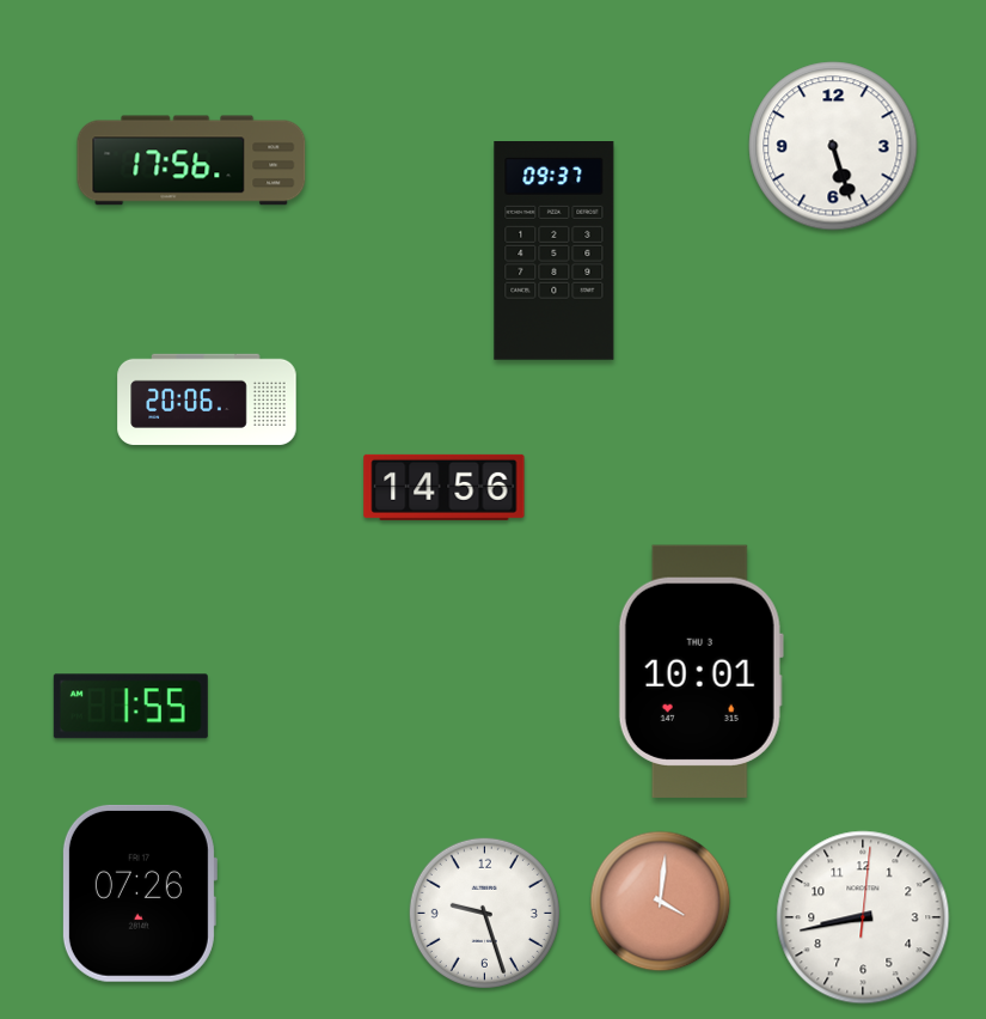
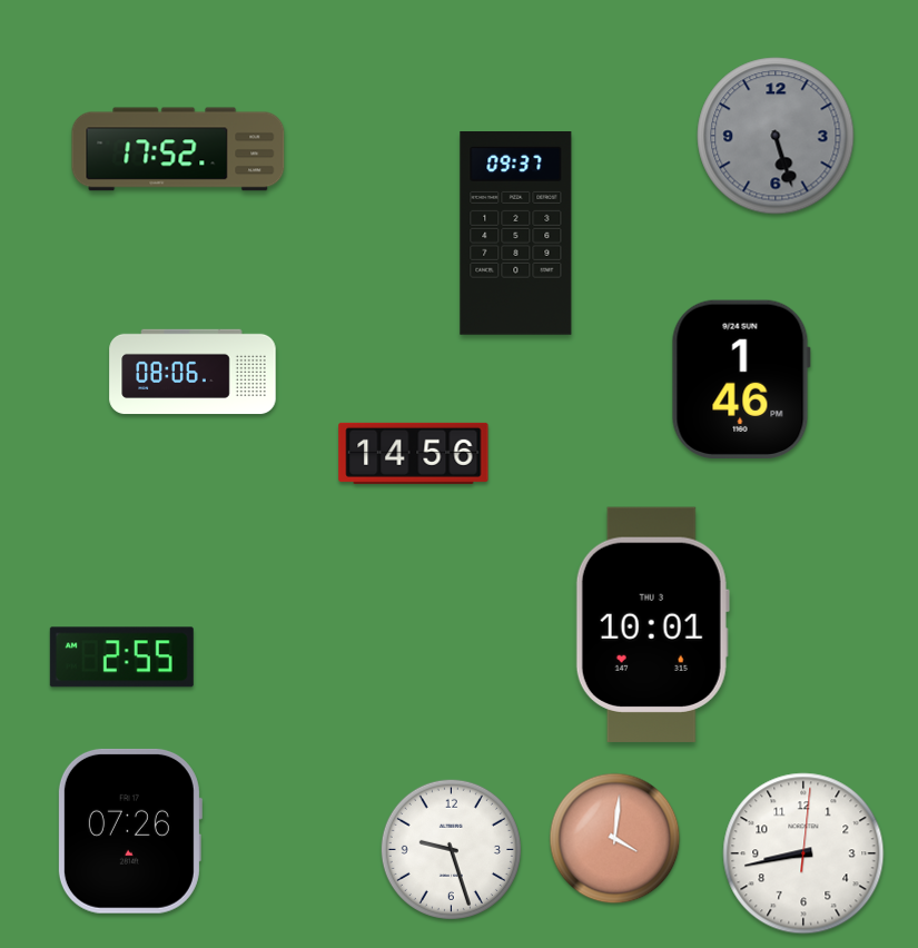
clock at (833, 146) dial: white -> grey
clock at (191, 160): 17:56 -> 17:52
clock at (207, 399): 20:06 -> 08:06
clock at (741, 378): none -> 1:46
clock at (130, 707): 1:55 -> 2:55
